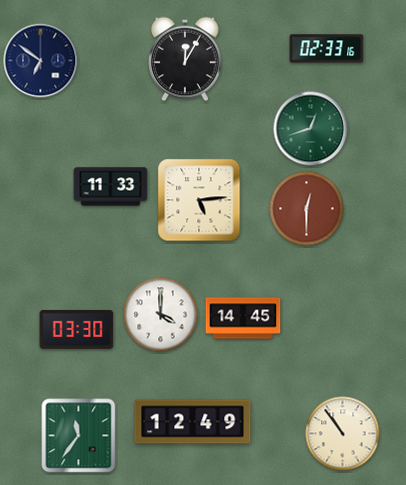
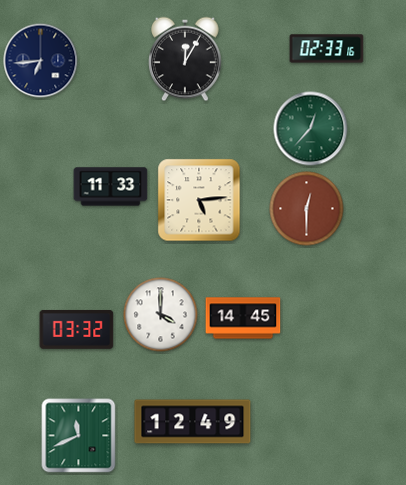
clock at (41, 61): 6:51 -> 6:44
clock at (311, 129): 12:42 -> 12:37
clock at (77, 329): 03:30 -> 03:32
clock at (343, 434): 10:54 -> none
clock at (79, 436): 11:36 -> 11:41
